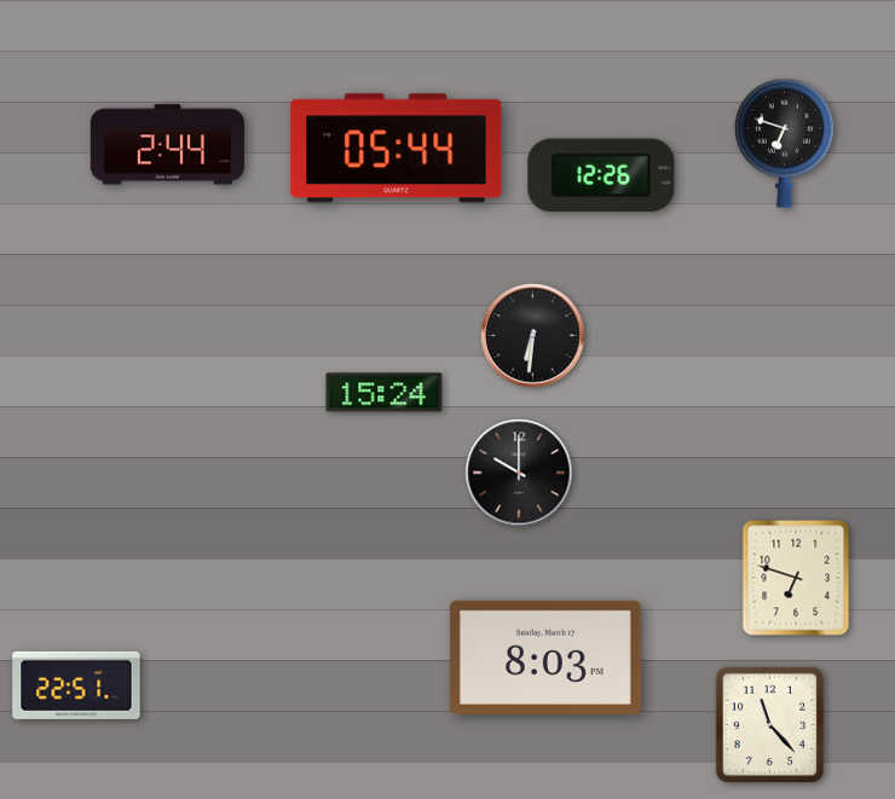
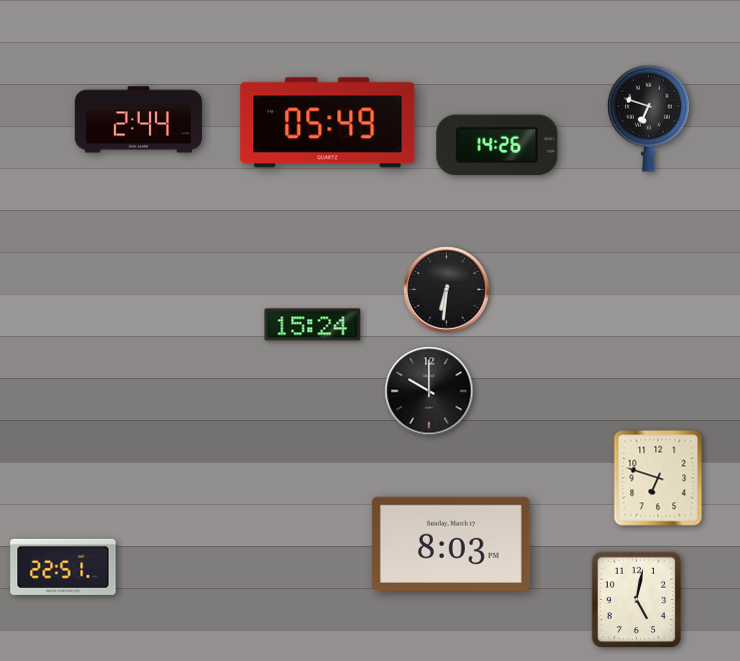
clock at (397, 149): 05:44 -> 05:49
clock at (601, 175): 12:26 -> 14:26
clock at (533, 336) position: (533, 336) -> (447, 290)
clock at (385, 393) position: (385, 393) -> (313, 325)
clock at (770, 725): 11:23 -> 5:02
